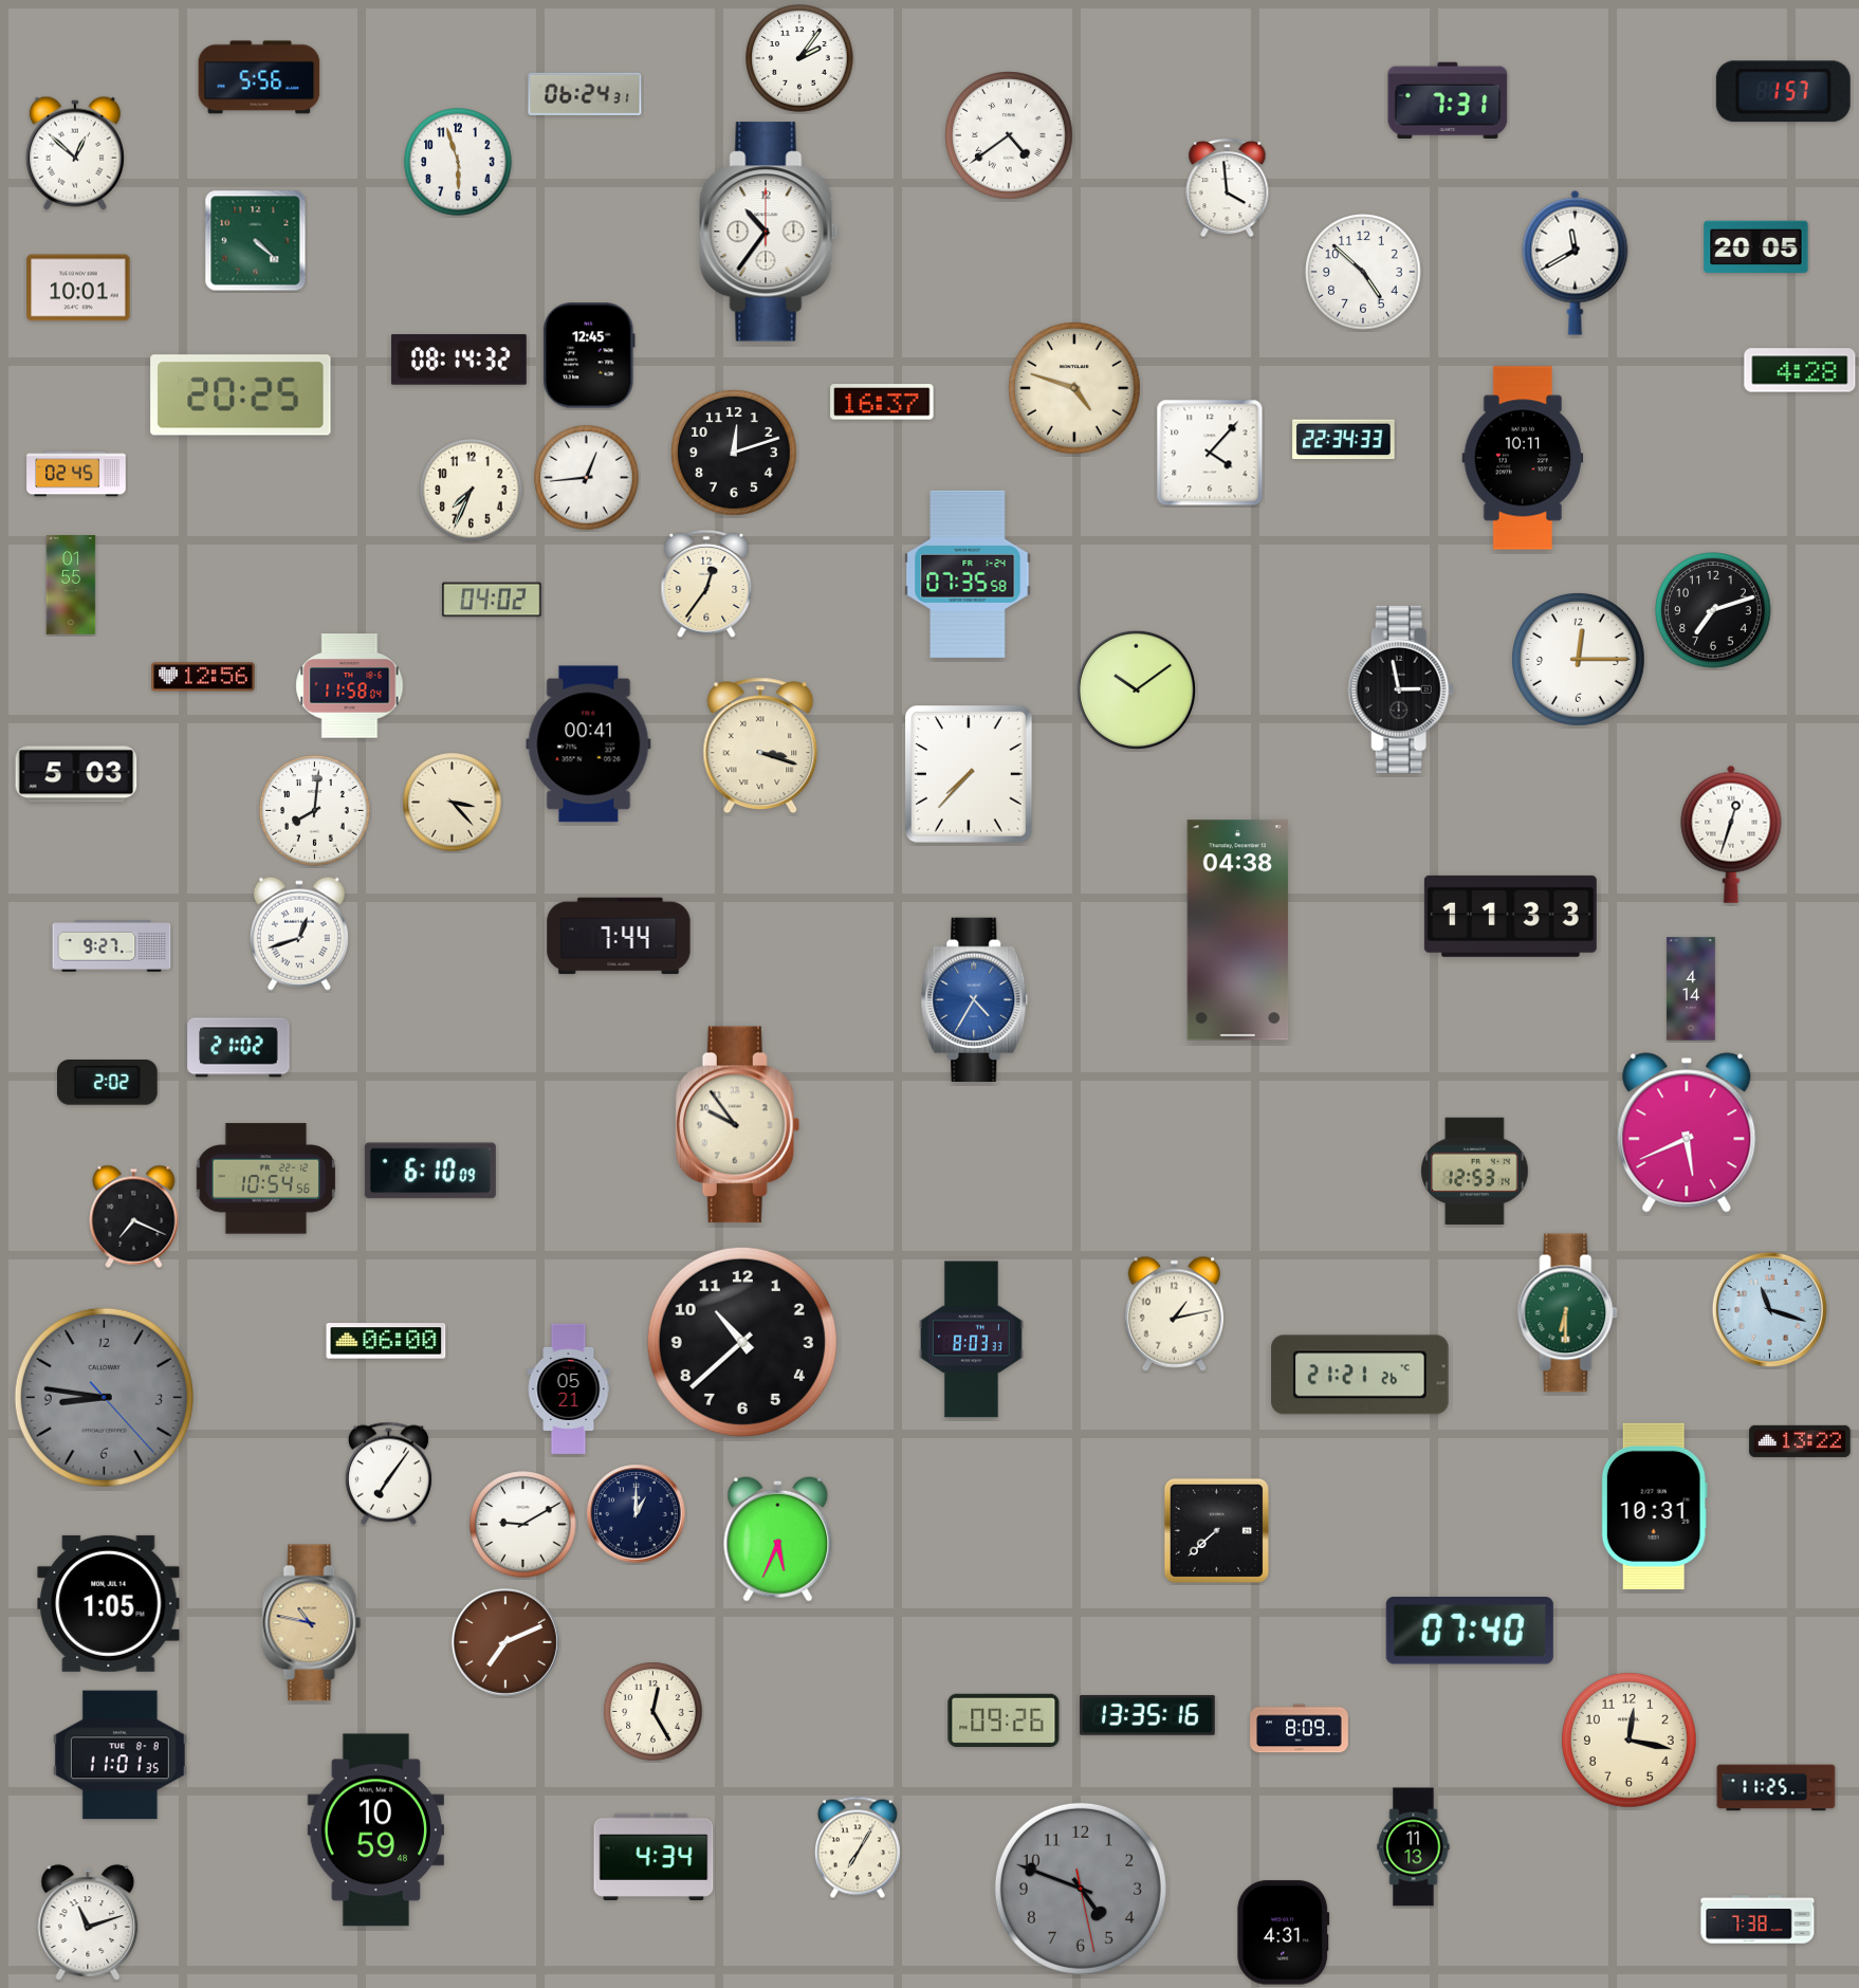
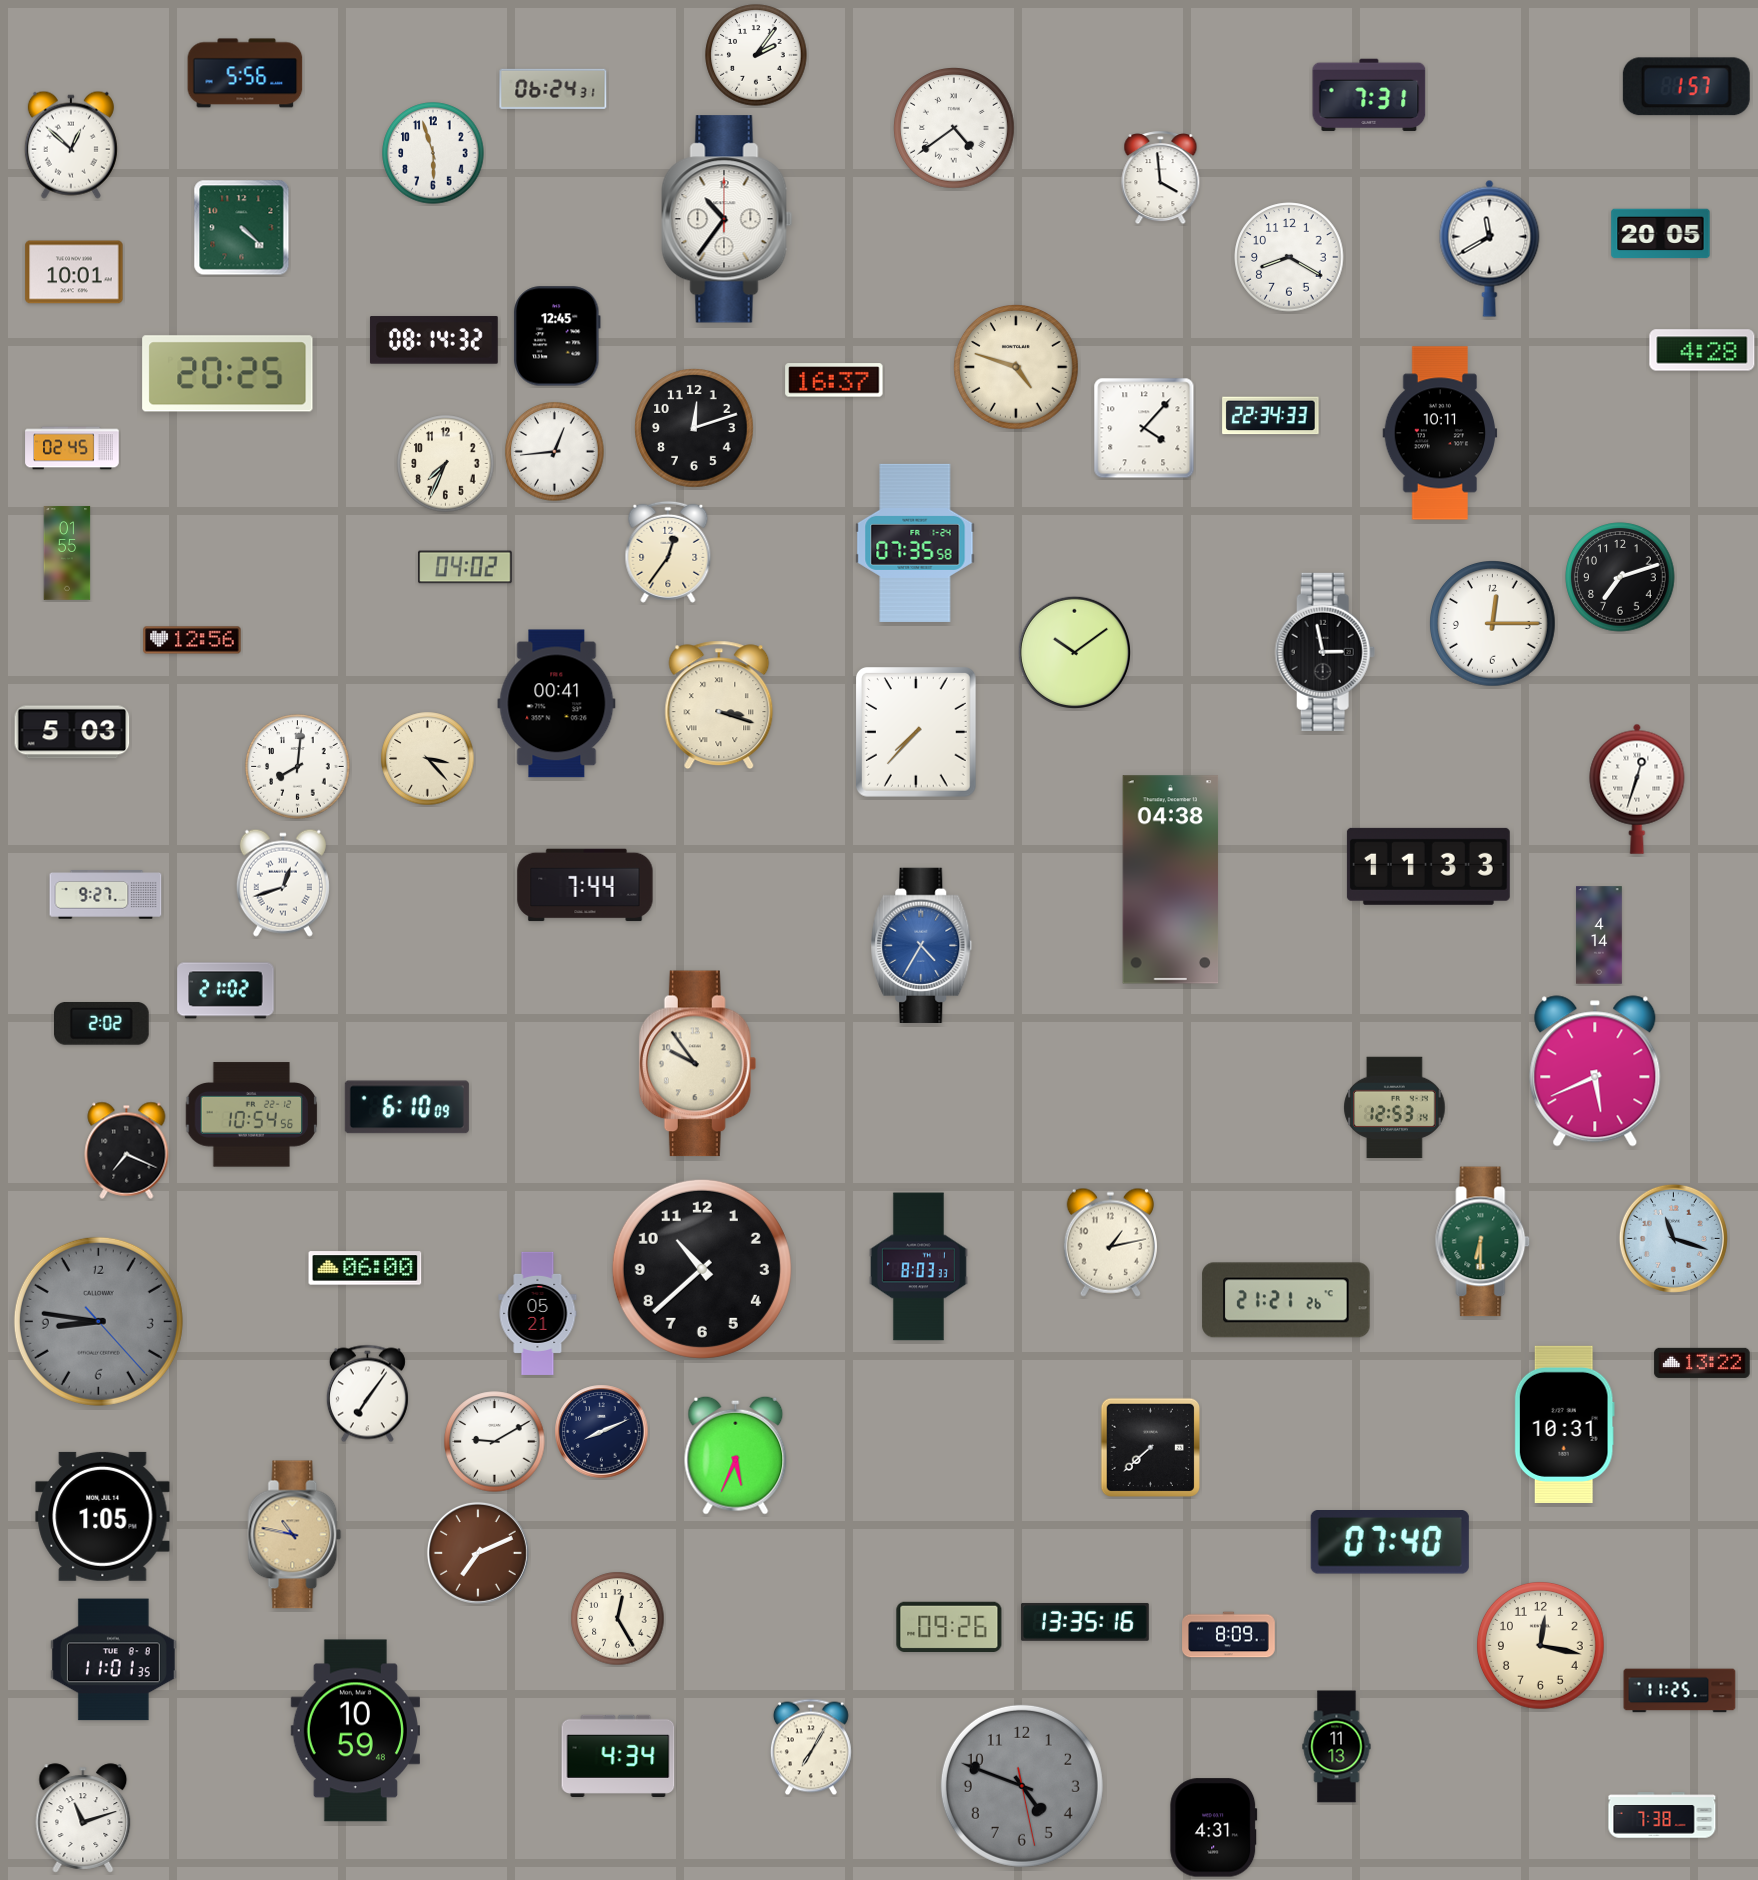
clock at (1363, 272): 4:52 -> 8:20
clock at (350, 686): 11:58 -> none
clock at (637, 1514): 1:00 -> 8:11
